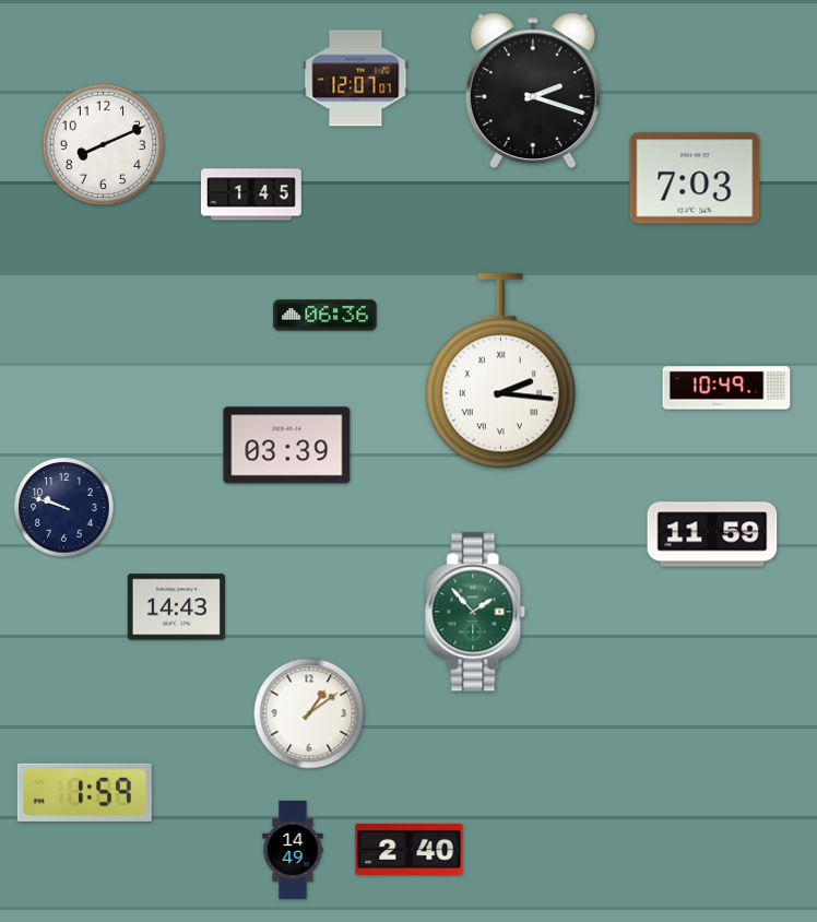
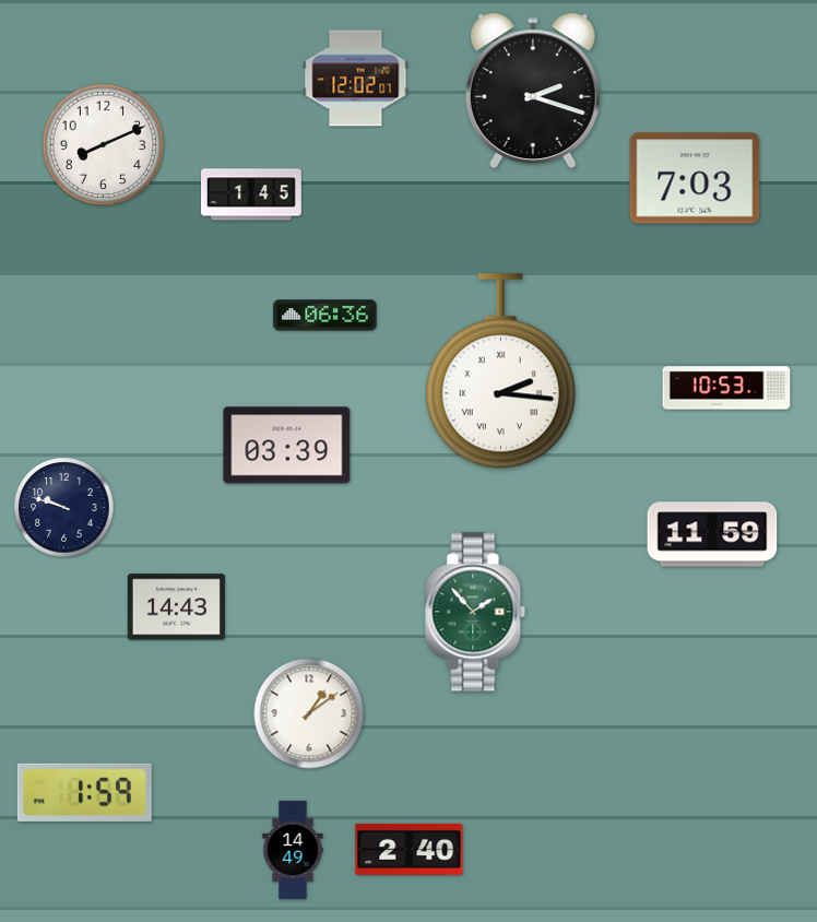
clock at (356, 79): 12:07 -> 12:02
clock at (726, 388): 10:49 -> 10:53
